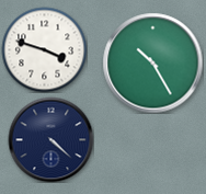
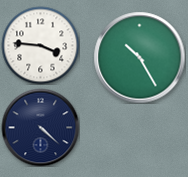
clock at (44, 49): 3:48 -> 3:46
clock at (50, 139) position: (50, 139) -> (40, 127)
